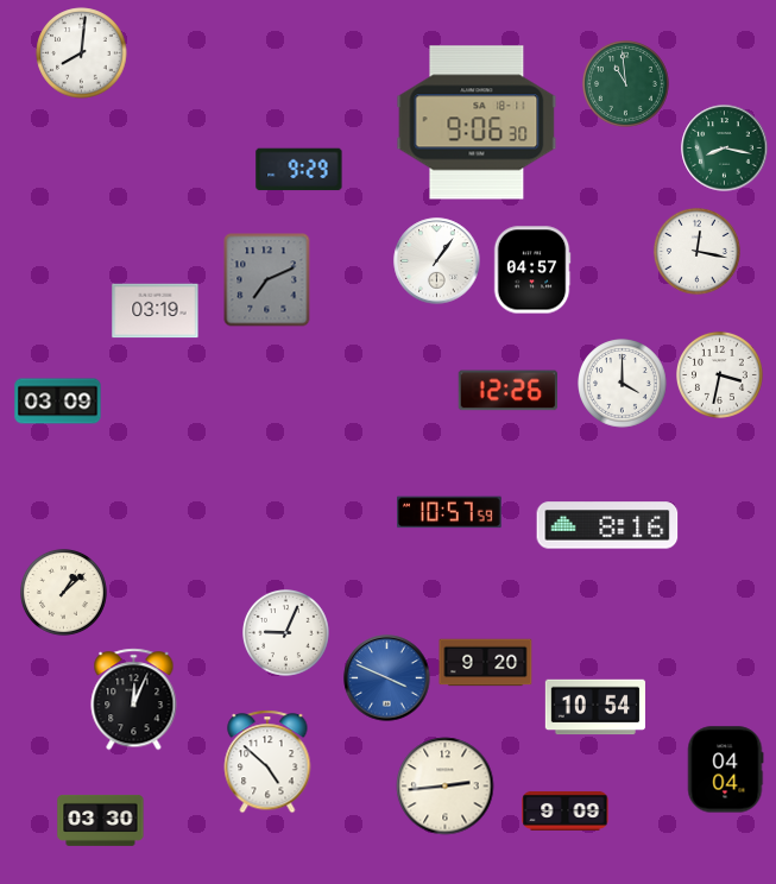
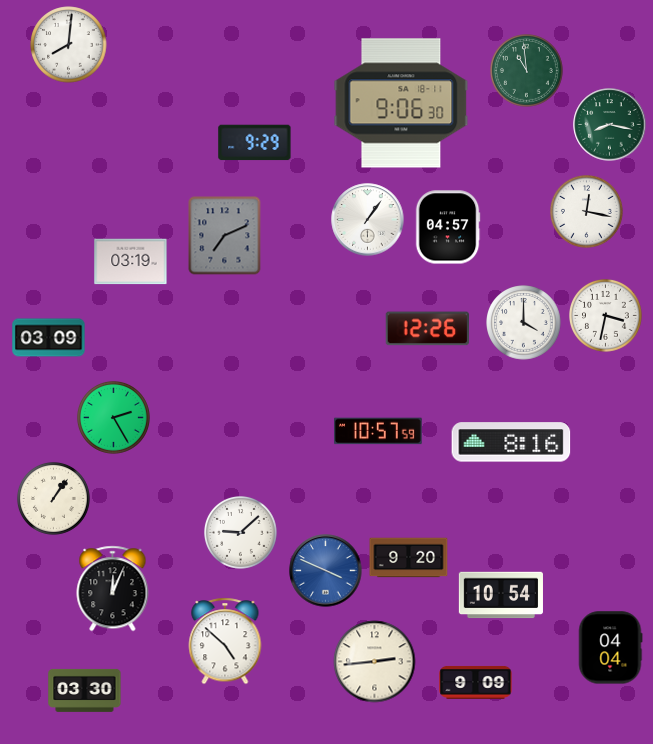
clock at (299, 170) position: (299, 170) -> (255, 143)
clock at (114, 418): none -> 2:25
clock at (64, 593): 1:08 -> 1:06
clock at (286, 633): 9:04 -> 9:08
